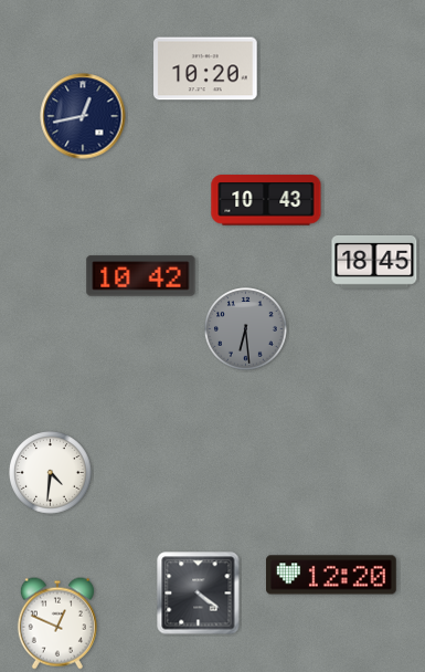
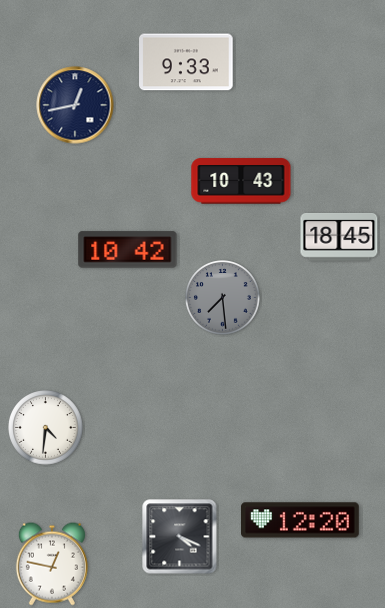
clock at (205, 69): 10:20 -> 9:33
clock at (246, 329): 6:29 -> 7:29
clock at (199, 594): 4:21 -> 4:19
clock at (57, 623): 12:49 -> 12:47
